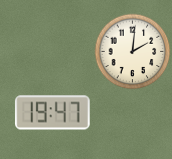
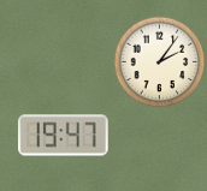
clock at (133, 52): 2:01 -> 2:06
